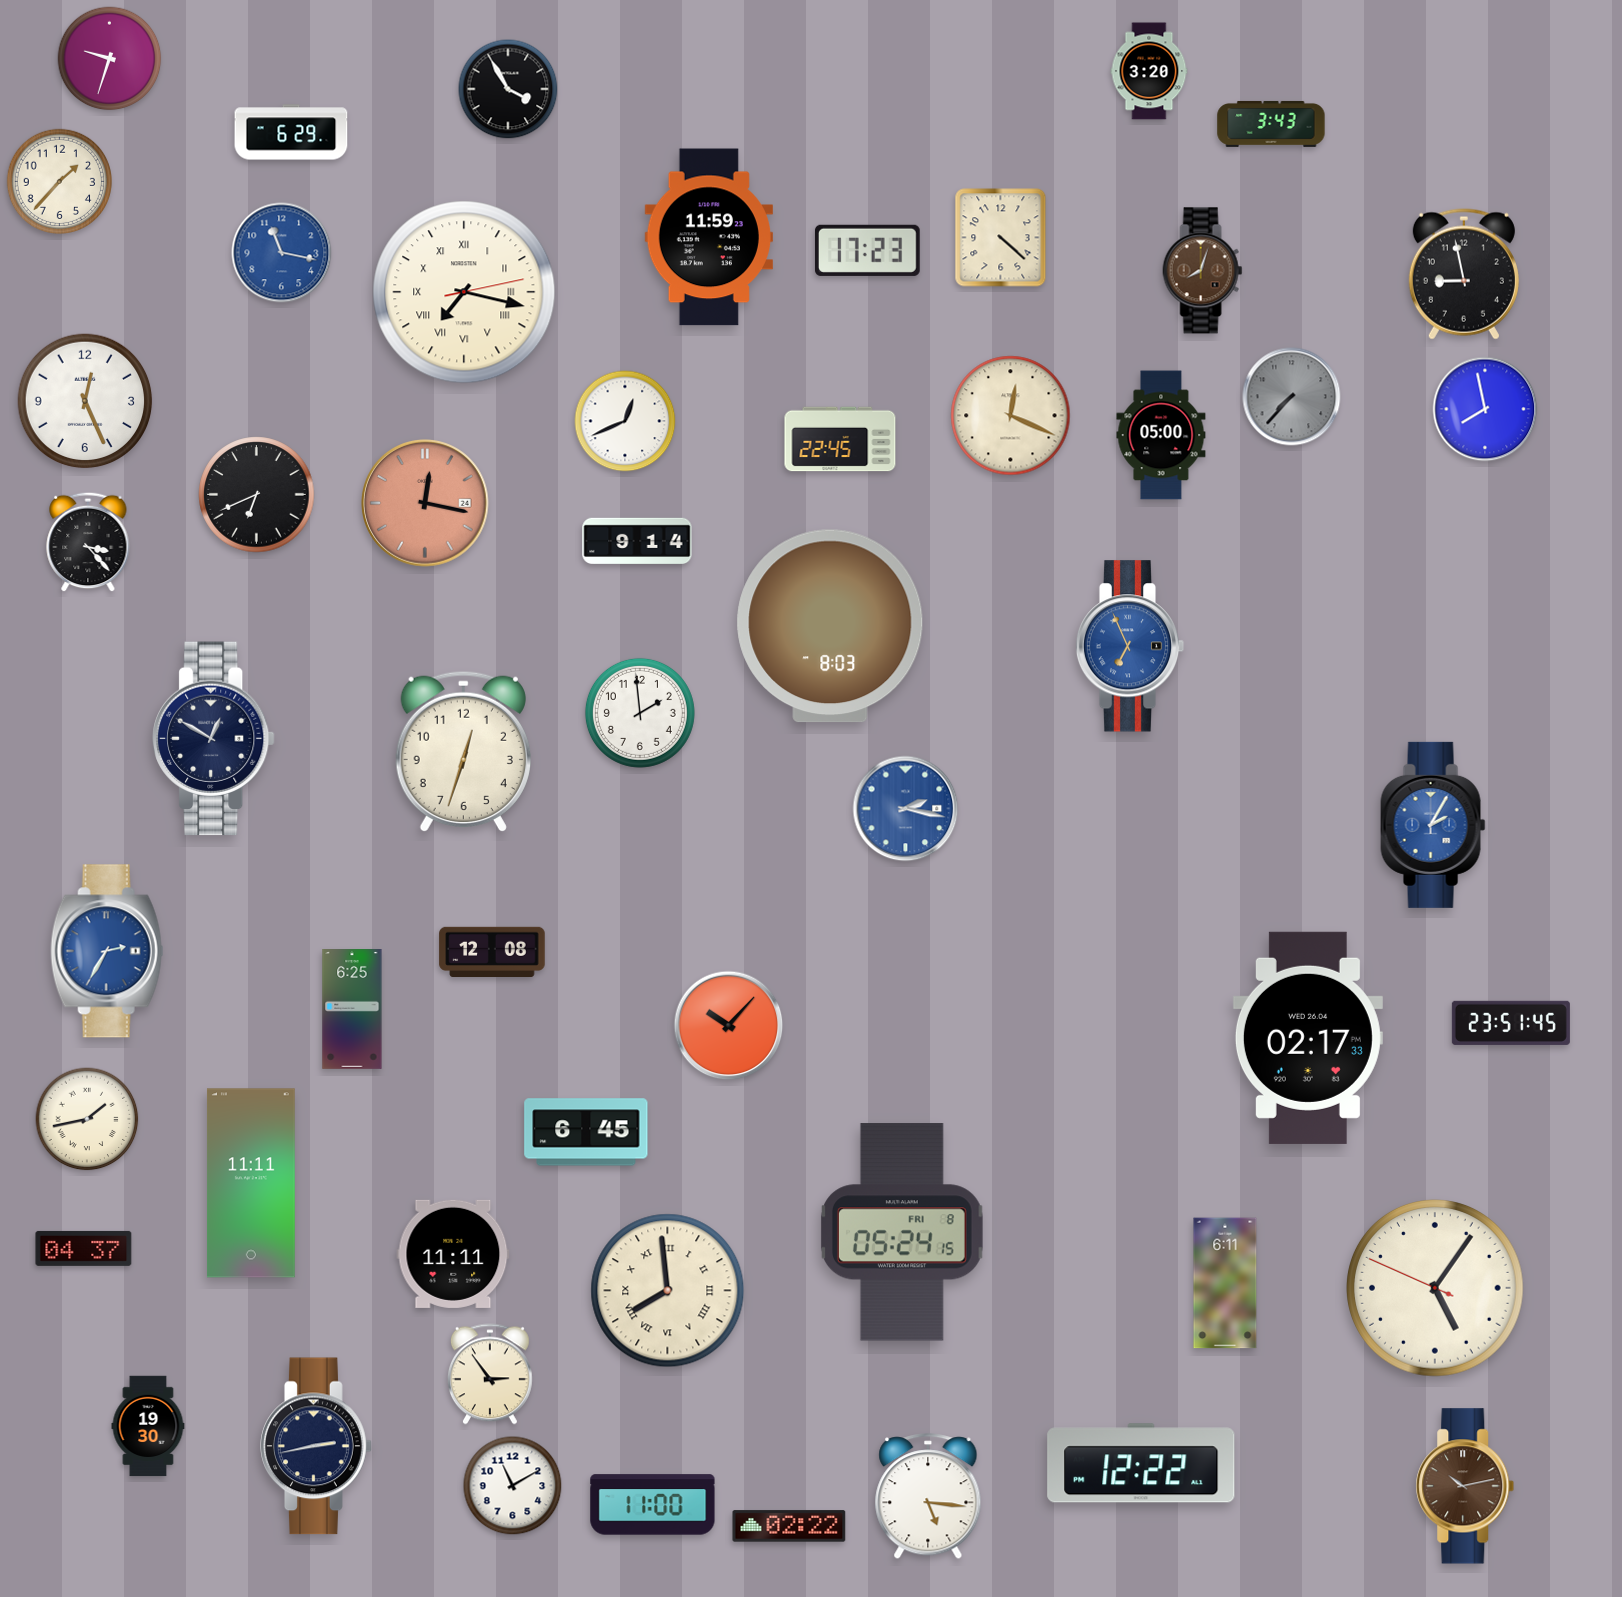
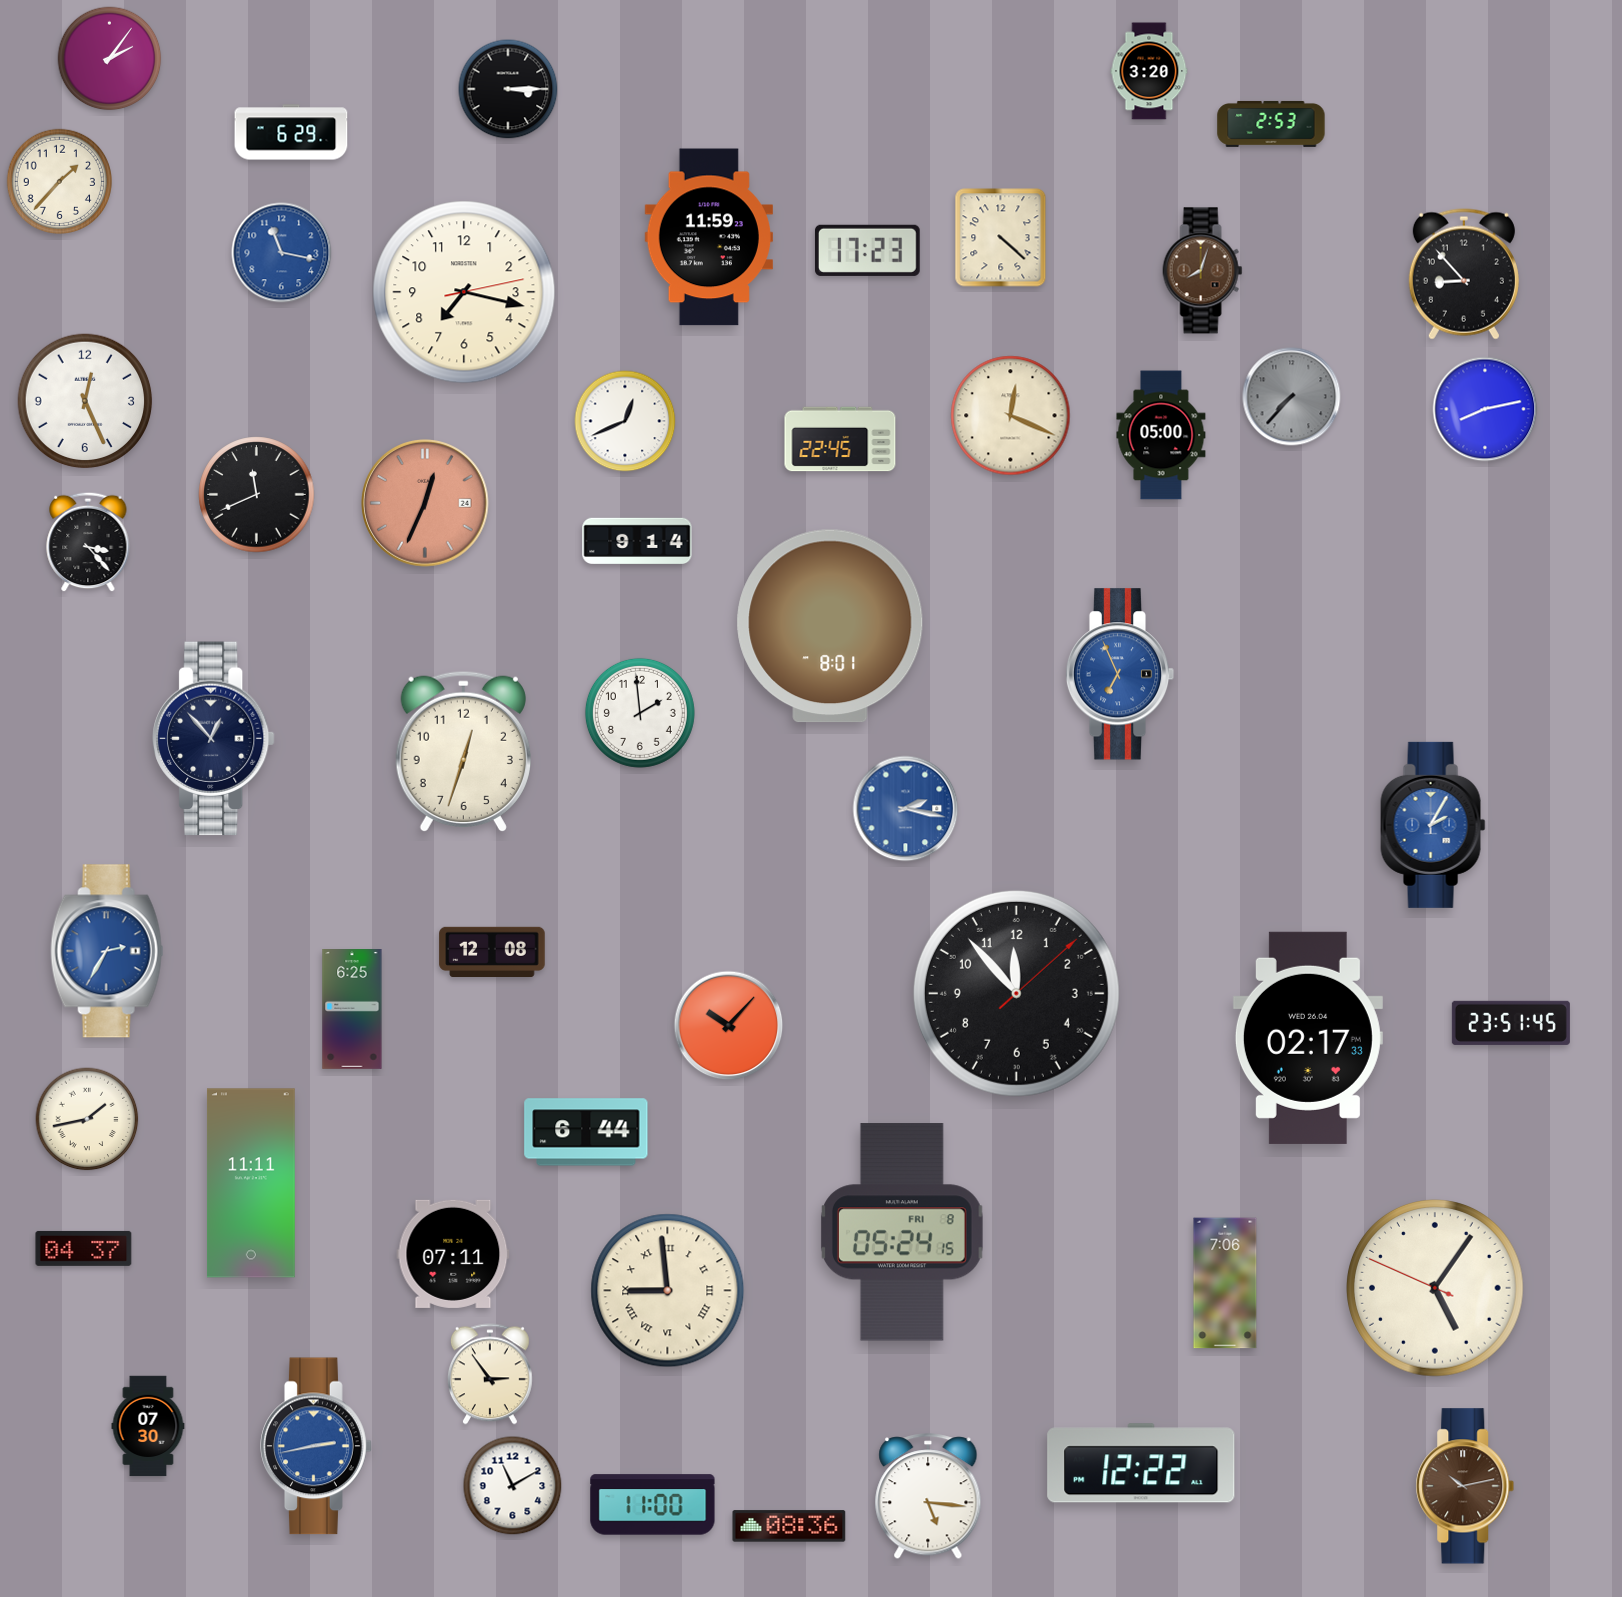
clock at (110, 59): 9:33 -> 2:06
clock at (508, 89): 3:55 -> 3:15
clock at (1271, 124): 3:43 -> 2:53
clock at (1464, 274): 8:58 -> 8:53
clock at (464, 292) numerals: Roman -> Arabic
clock at (1485, 409): 7:58 -> 8:13
clock at (257, 495): 6:41 -> 11:41
clock at (426, 504): 12:17 -> 12:34
clock at (830, 626): 8:03 -> 8:01
clock at (1130, 646) position: (1130, 646) -> (1120, 674)
clock at (214, 739): 12:50 -> 12:53
clock at (1016, 993): none -> 11:53
clock at (586, 1132): 6:45 -> 6:44
clock at (453, 1254): 11:11 -> 07:11
clock at (1225, 1283): 6:11 -> 7:06
clock at (668, 1291): 7:59 -> 8:59
clock at (148, 1426): 19:30 -> 07:30
clock at (316, 1446) dial: navy -> blue
clock at (789, 1526): 02:22 -> 08:36
